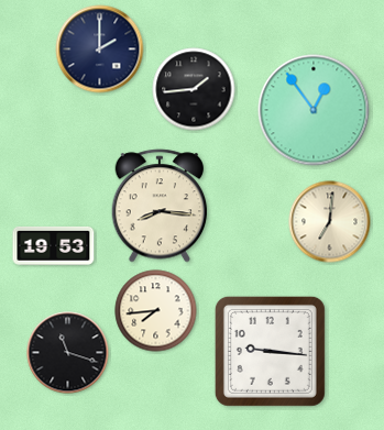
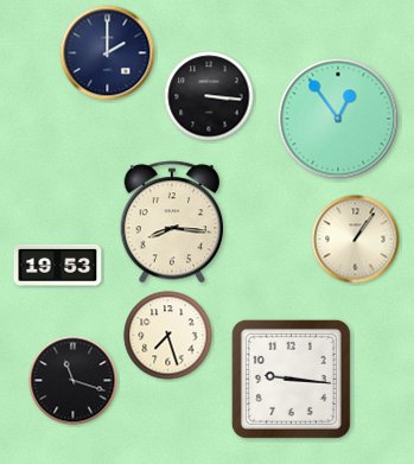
clock at (194, 89): 1:44 -> 3:16
clock at (330, 222): 7:01 -> 1:06
clock at (156, 311): 7:44 -> 7:27
